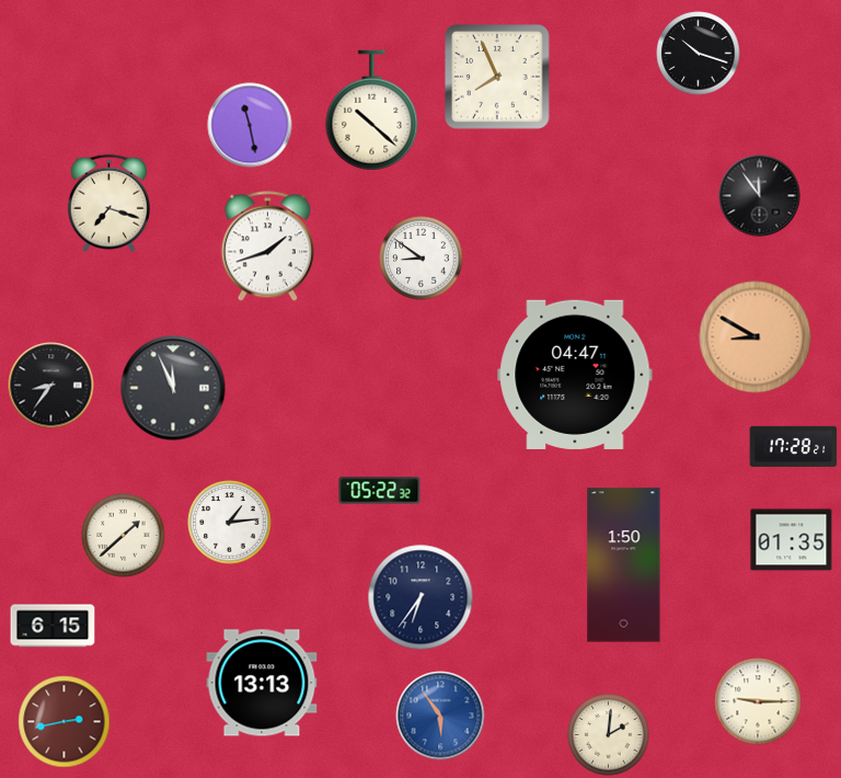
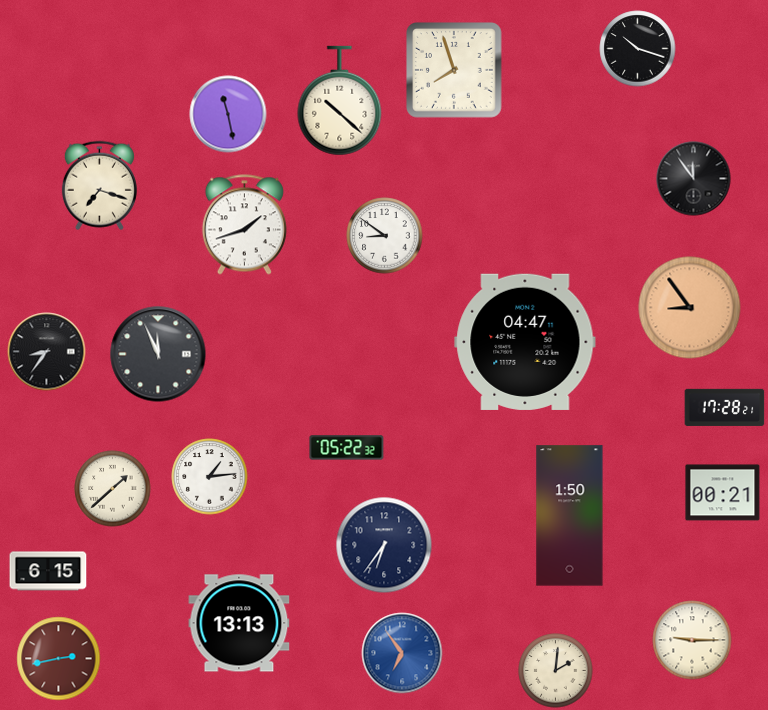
clock at (497, 77): 7:56 -> 7:57
clock at (756, 337): 8:50 -> 8:54
clock at (792, 540): 01:35 -> 00:21
clock at (440, 716): 5:54 -> 6:54
